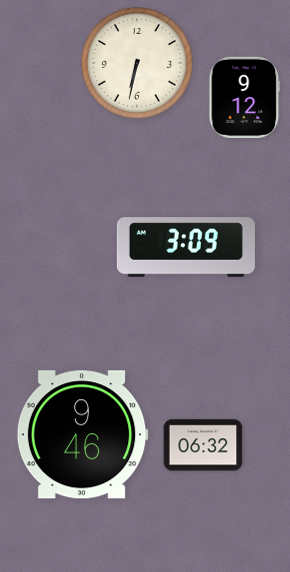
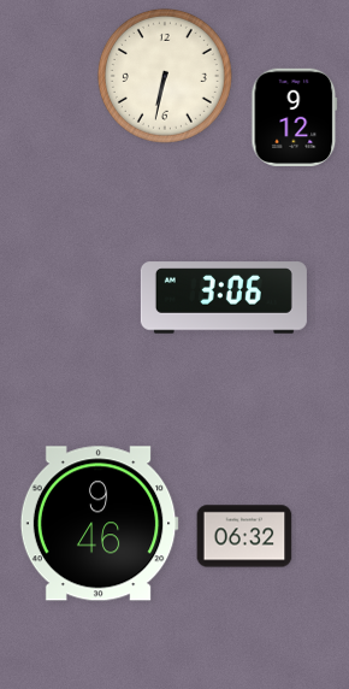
clock at (186, 247): 3:09 -> 3:06
